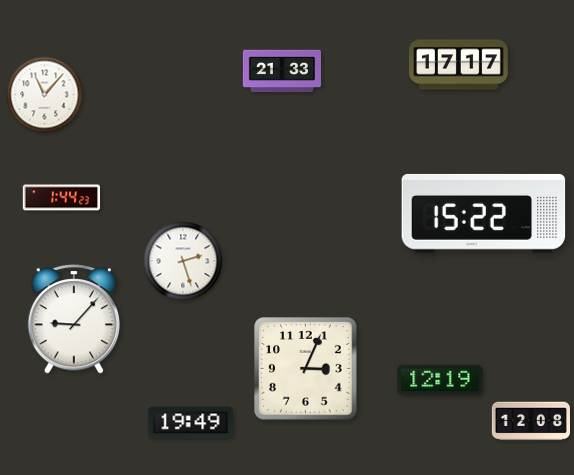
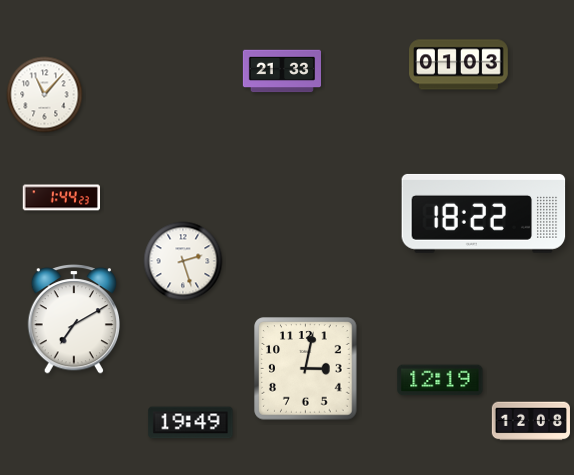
clock at (459, 65): 17:17 -> 01:03
clock at (484, 213): 15:22 -> 18:22
clock at (73, 320): 9:07 -> 7:10
clock at (306, 369): 3:04 -> 3:02
